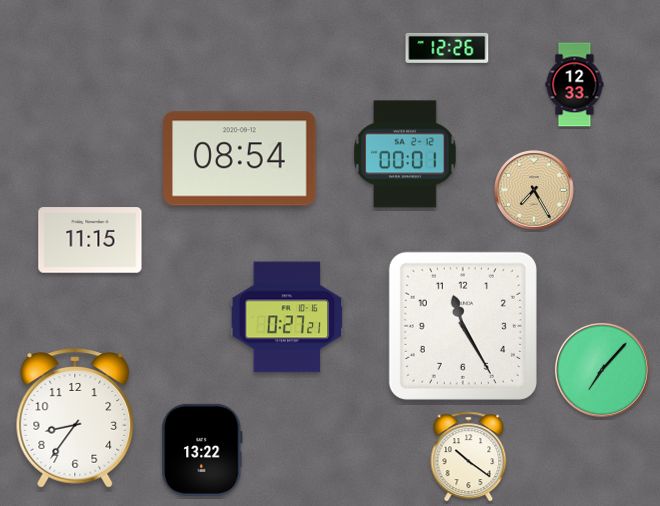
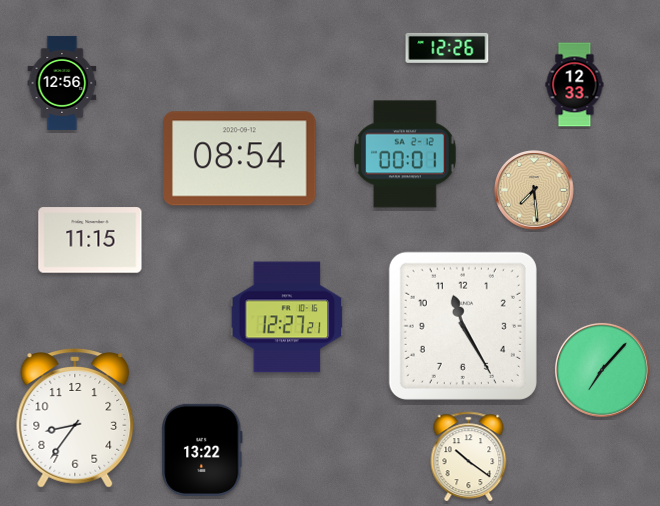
clock at (62, 83): none -> 12:56
clock at (535, 191): 7:25 -> 7:29
clock at (287, 317): 0:27 -> 12:27
